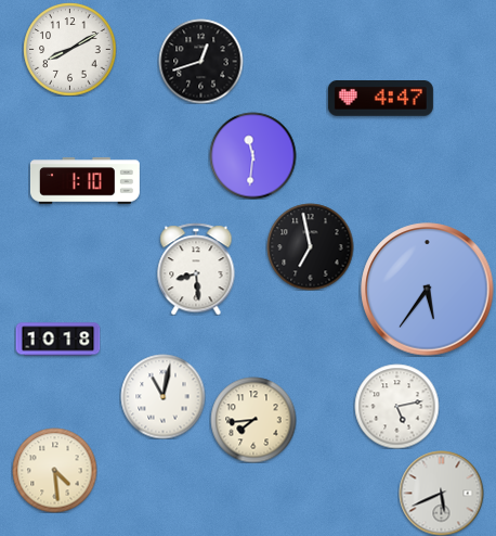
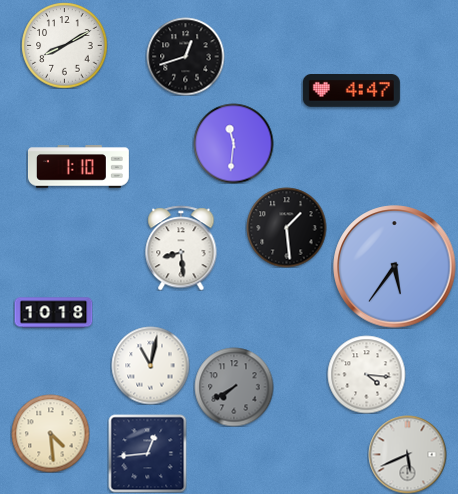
clock at (310, 246): 6:58 -> 1:29
clock at (396, 406): 5:13 -> 4:16
clock at (253, 420): 7:44 -> 7:40
clock at (253, 420) dial: cream -> grey
clock at (147, 453): none -> 12:44
